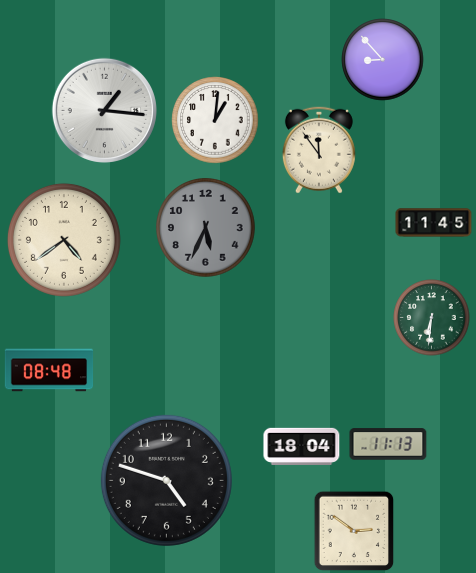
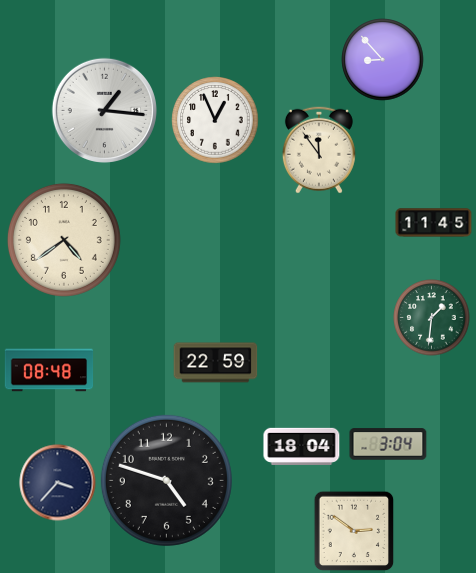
clock at (215, 120): 1:01 -> 12:56
clock at (206, 228): 5:34 -> none
clock at (432, 318): 6:31 -> 1:31
clock at (216, 363): none -> 22:59
clock at (388, 444): 11:13 -> 3:04
clock at (58, 483): none -> 3:37
